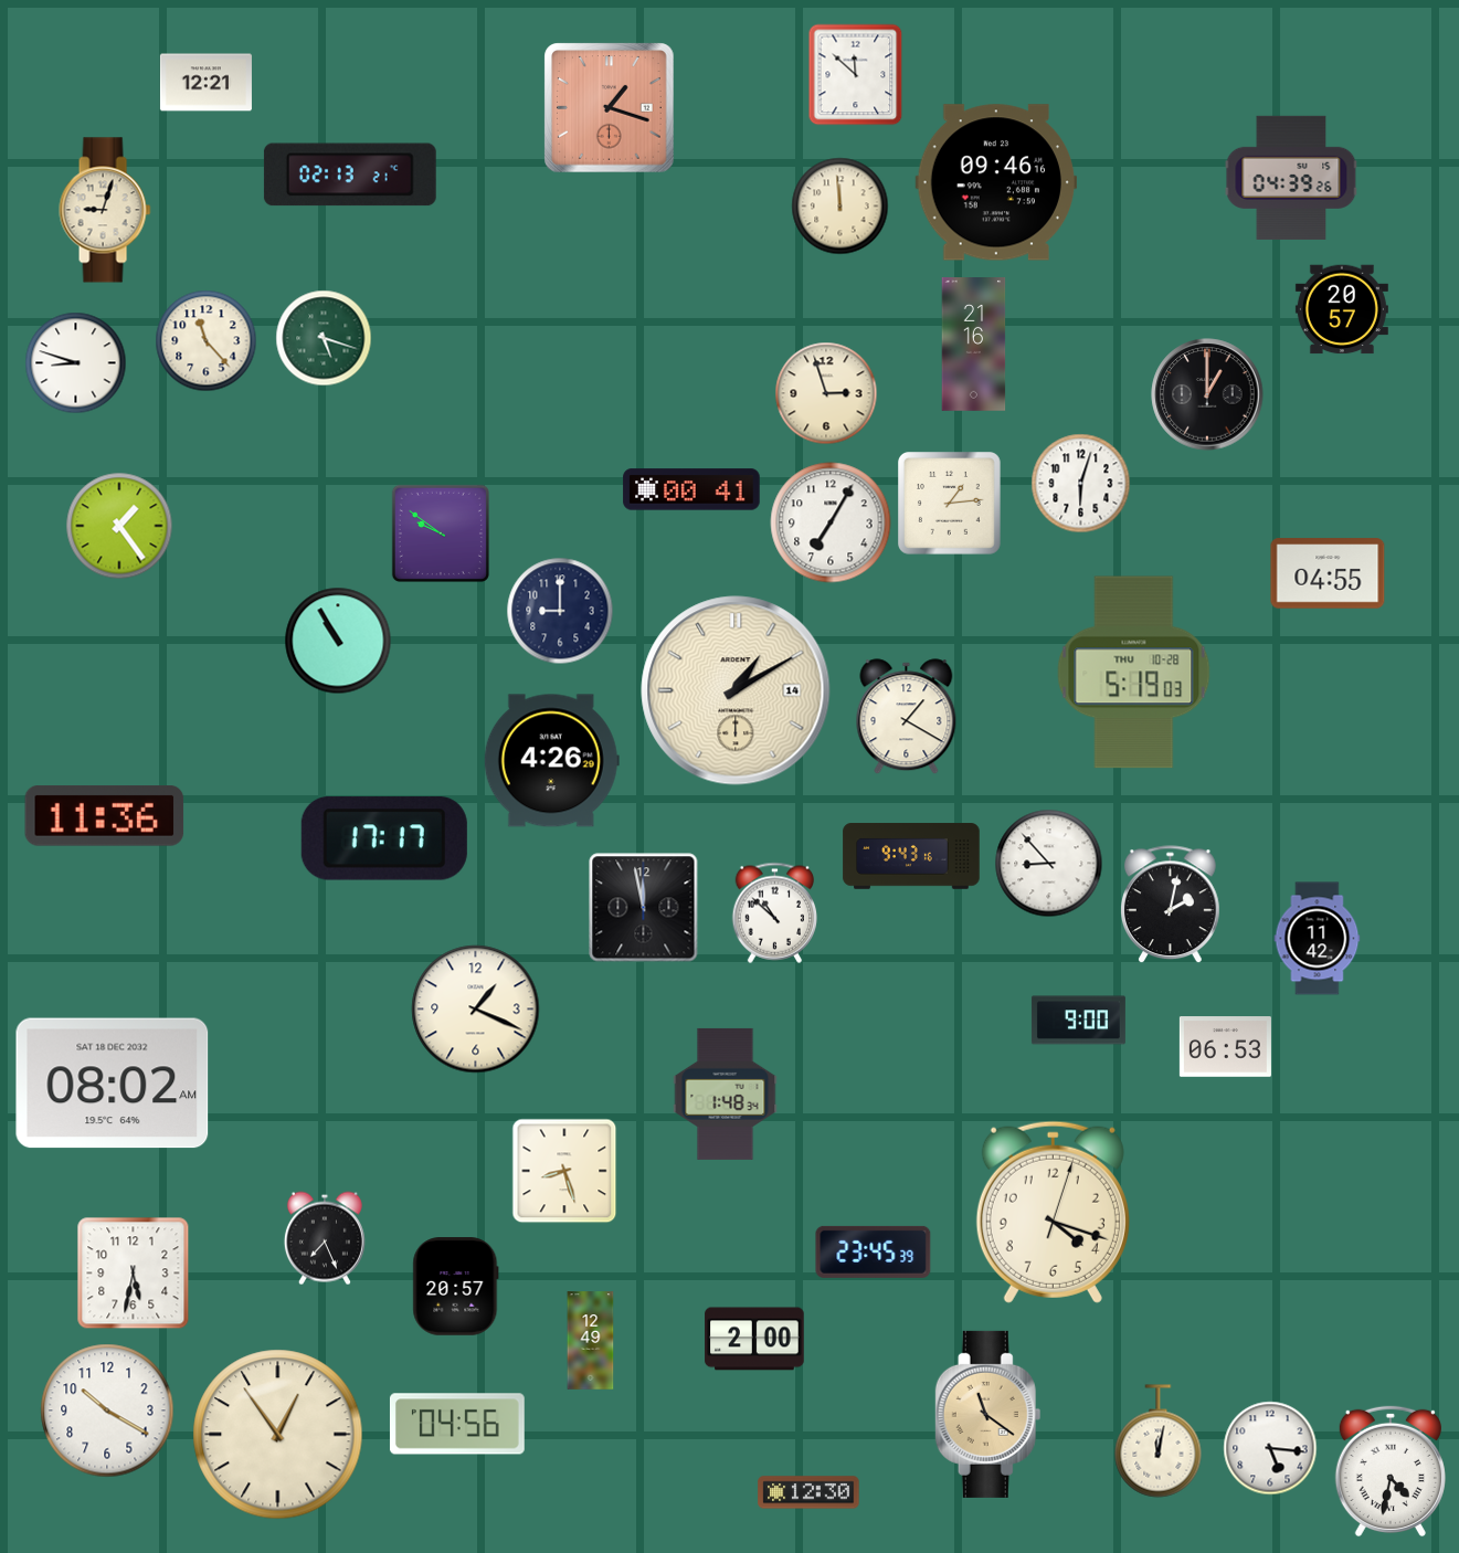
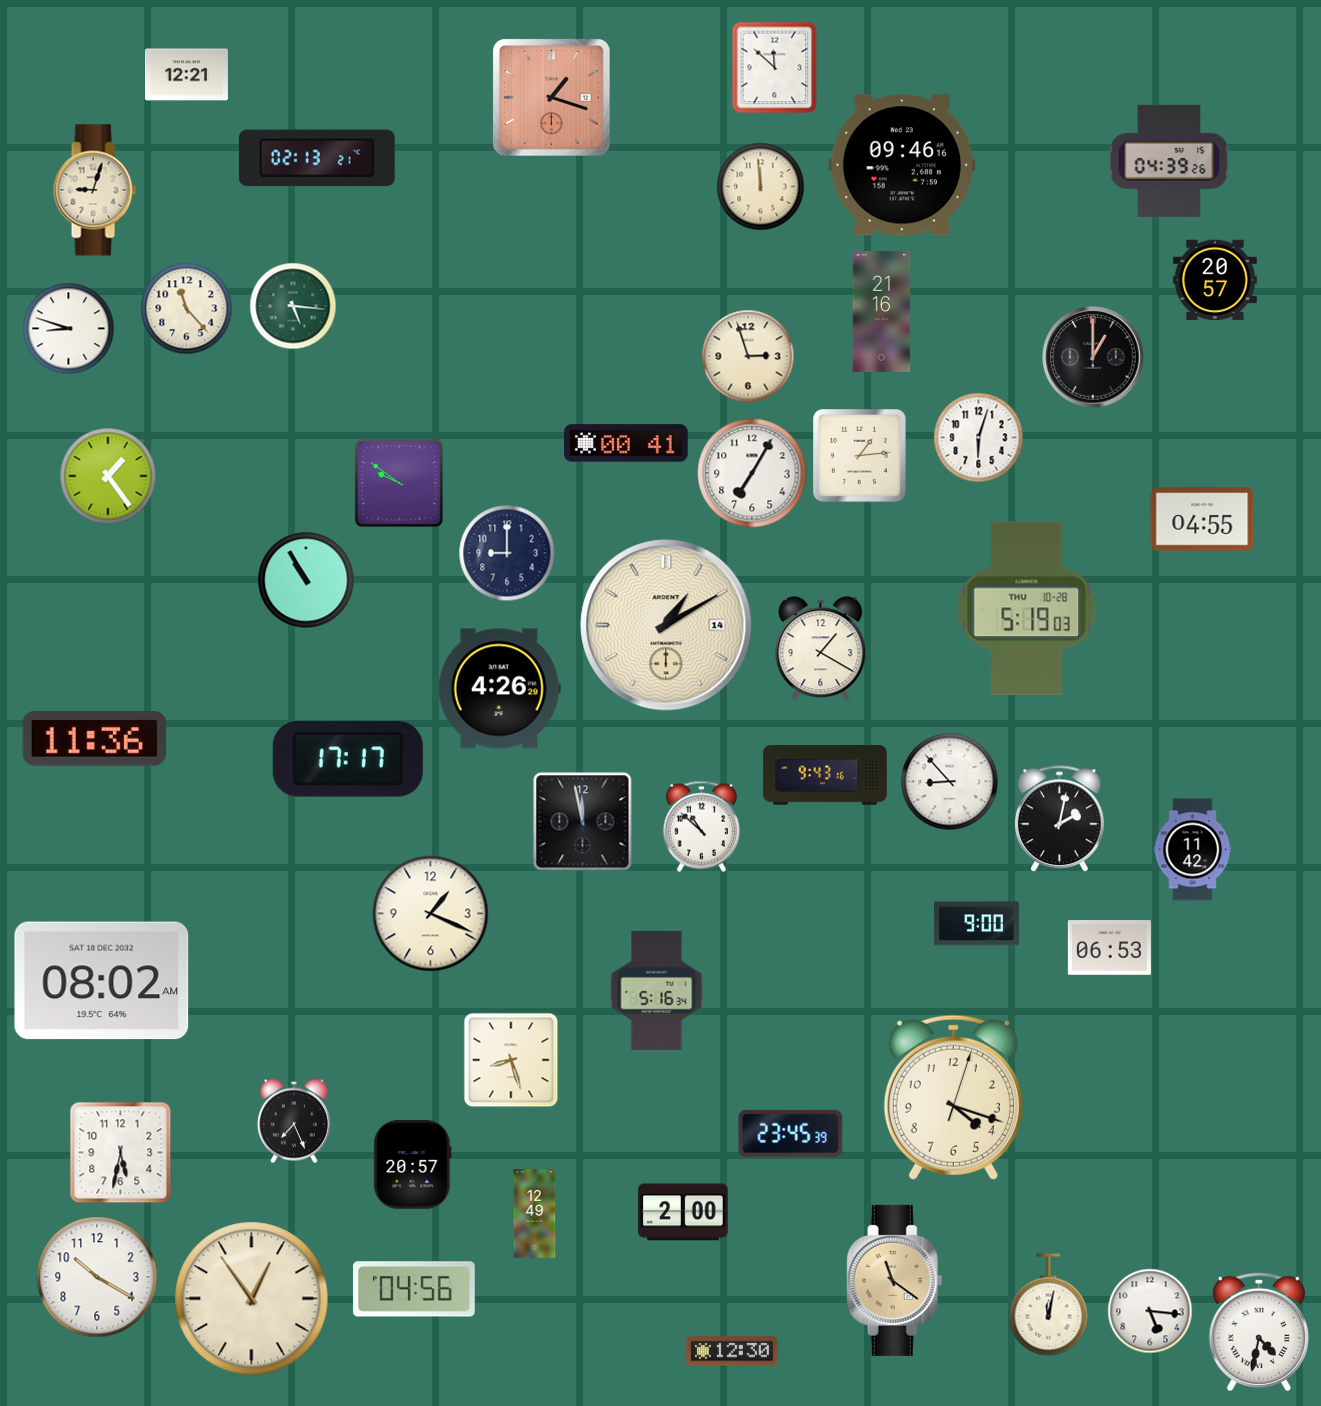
clock at (324, 338): 5:18 -> 5:16
clock at (726, 1094): 1:48 -> 5:16
